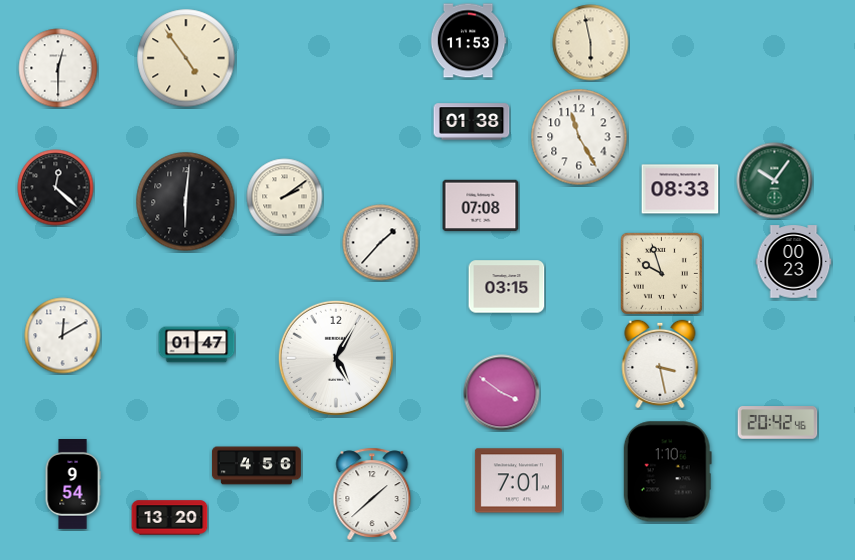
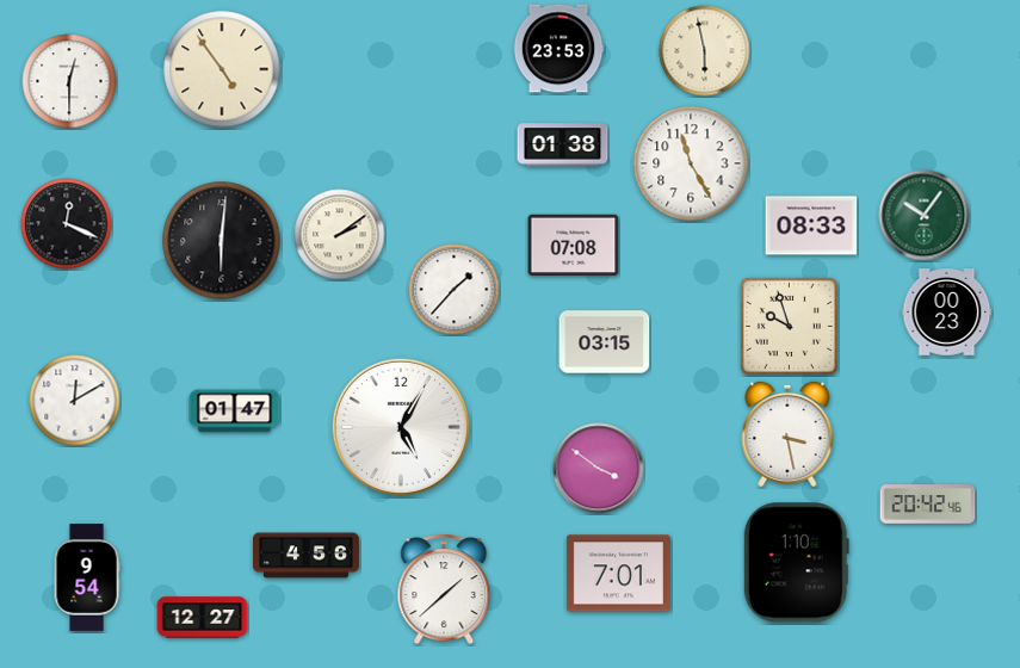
clock at (468, 41): 11:53 -> 23:53
clock at (56, 188): 12:22 -> 12:19
clock at (170, 518): 13:20 -> 12:27
